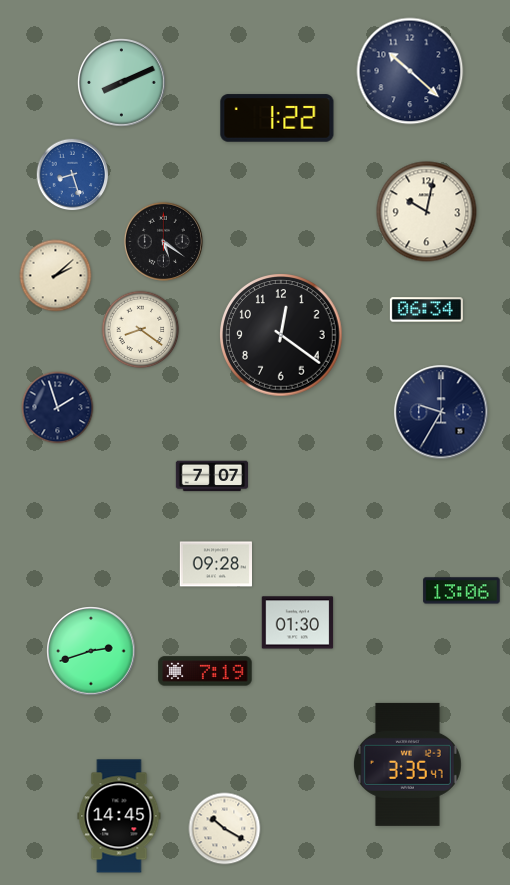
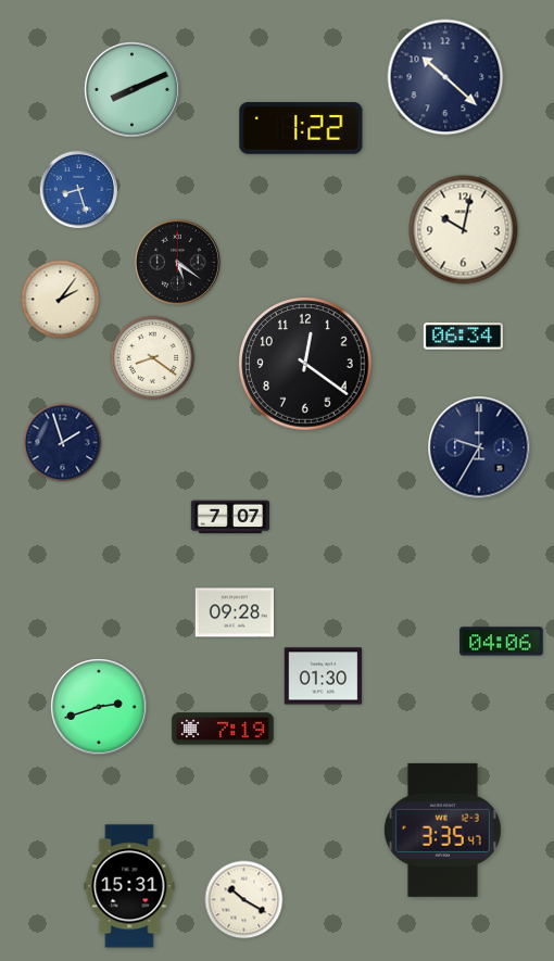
clock at (56, 276): 2:08 -> 2:06
clock at (462, 591): 13:06 -> 04:06
clock at (119, 816): 14:45 -> 15:31
